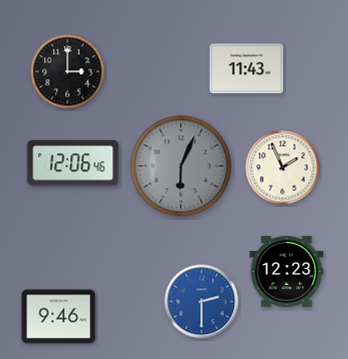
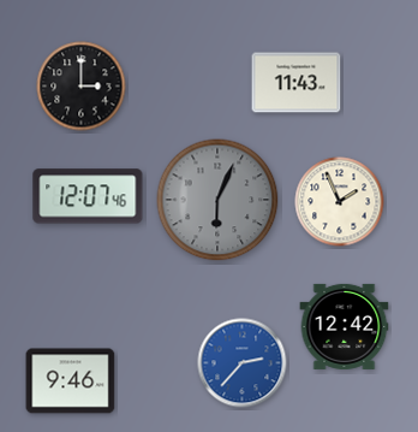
clock at (73, 163): 12:06 -> 12:07
clock at (287, 271): 12:23 -> 12:42
clock at (202, 302): 2:30 -> 2:37
